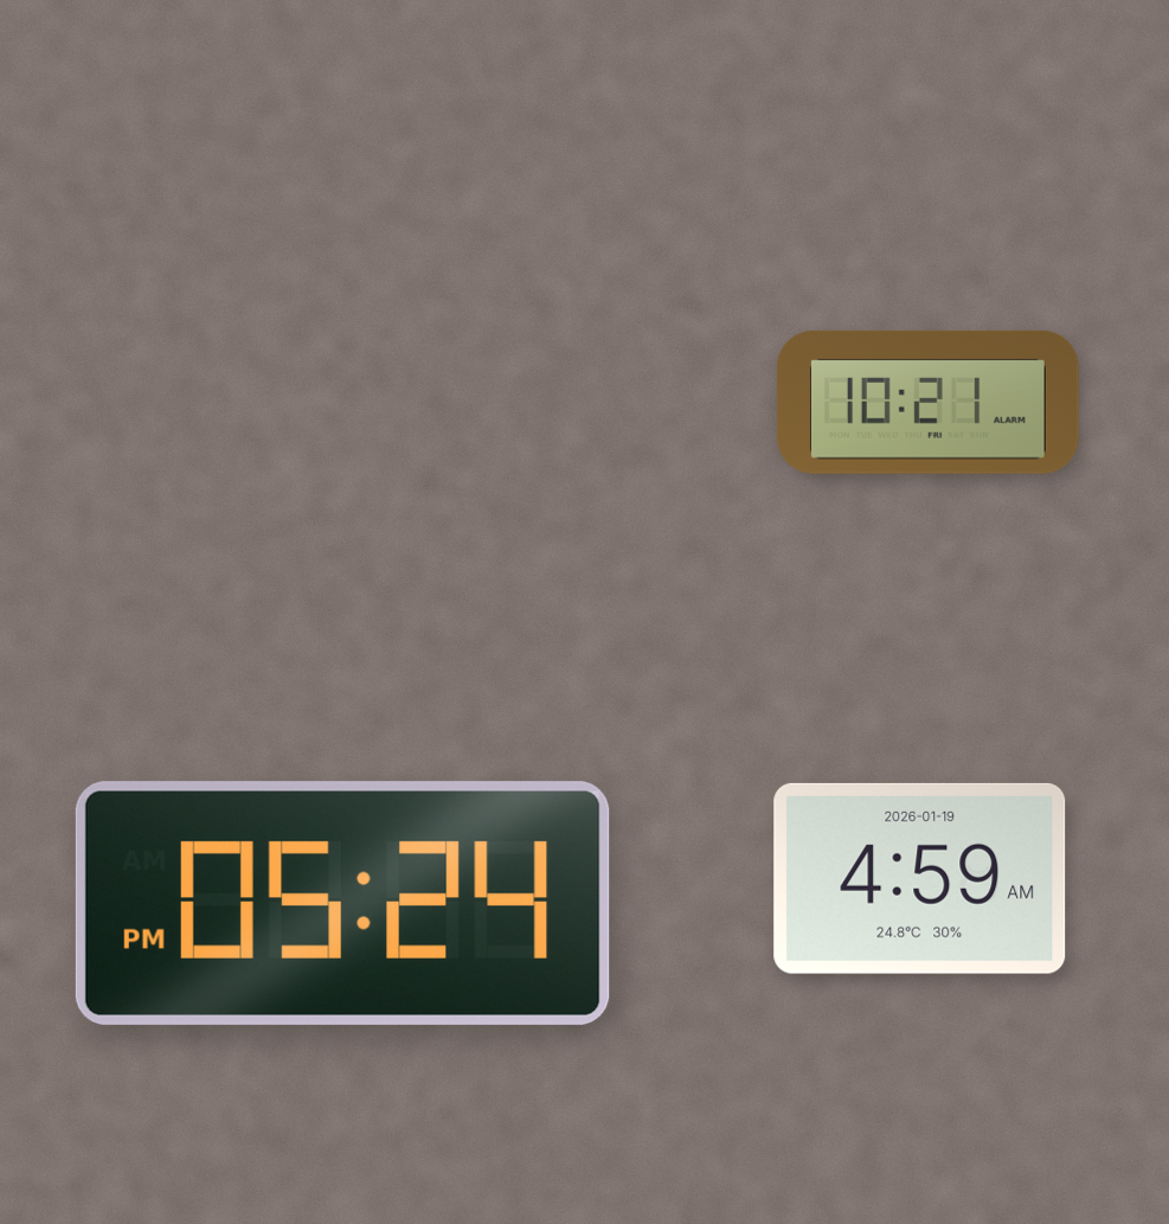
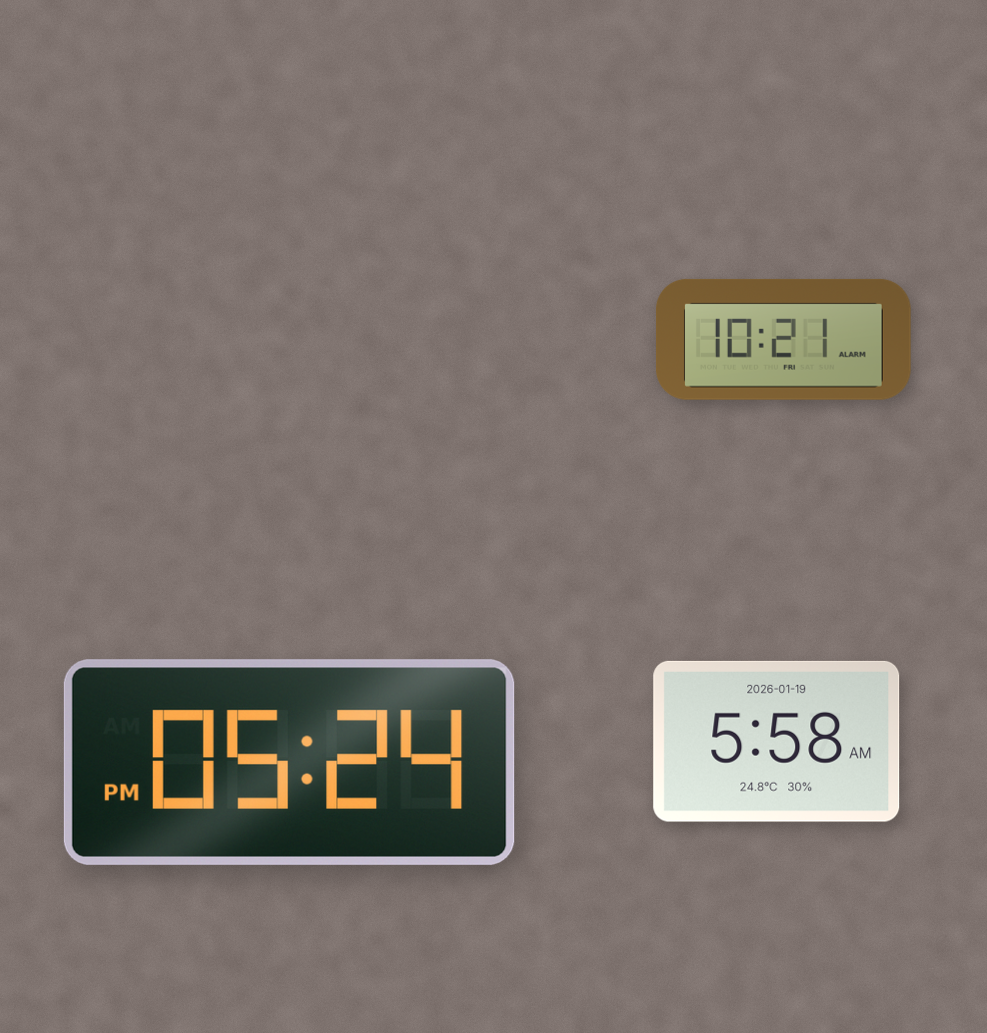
clock at (920, 878): 4:59 -> 5:58
